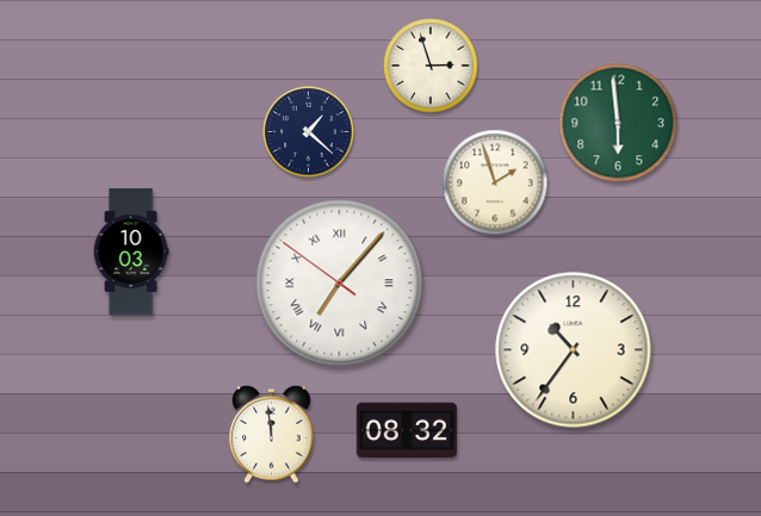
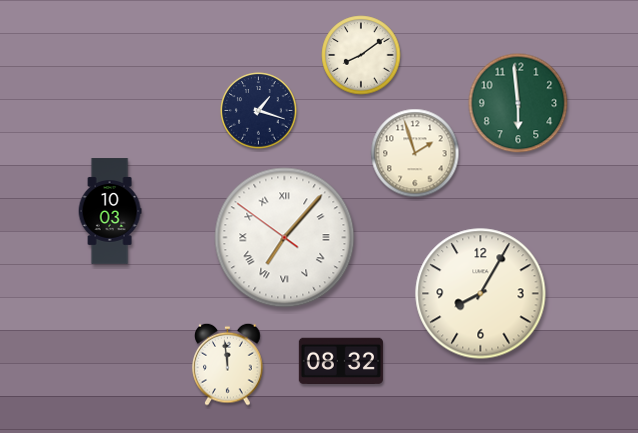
clock at (431, 66): 2:57 -> 8:09
clock at (309, 132): 1:22 -> 1:18
clock at (574, 350): 10:36 -> 8:05
